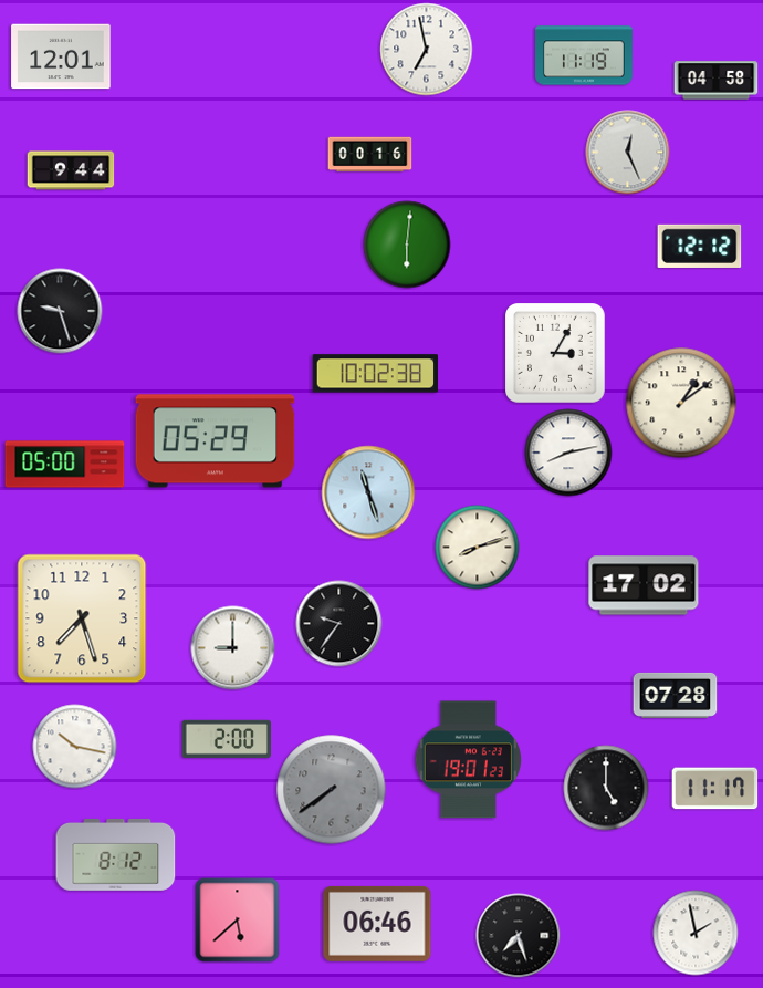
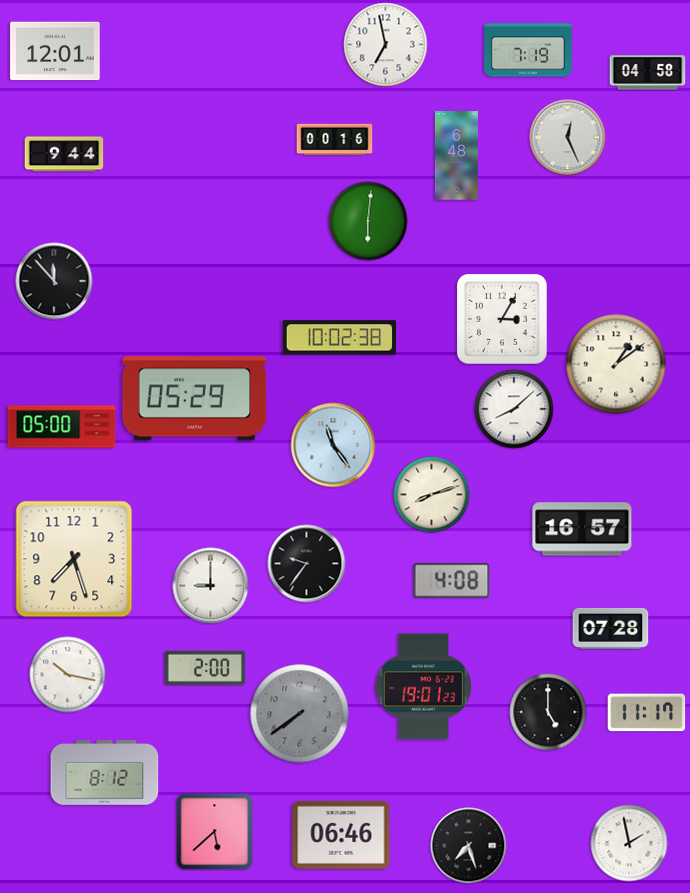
clock at (584, 55): 11:19 -> 7:19
clock at (456, 156): none -> 6:48
clock at (700, 246): 12:12 -> none
clock at (60, 311): 9:27 -> 11:53
clock at (568, 453): 8:13 -> 8:08
clock at (65, 465) position: (65, 465) -> (62, 427)
clock at (368, 492): 11:27 -> 11:24
clock at (644, 585): 17:02 -> 16:57
clock at (452, 581): none -> 4:08
